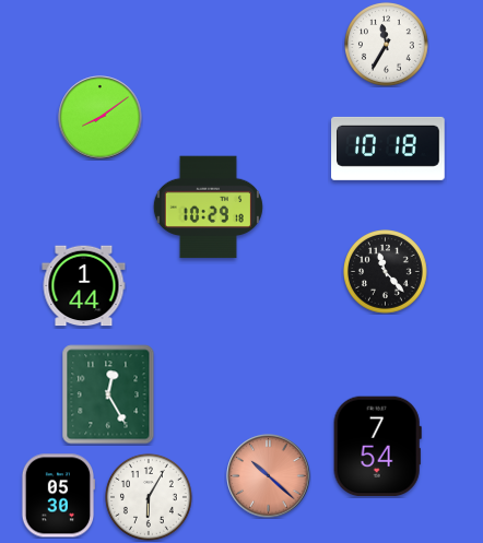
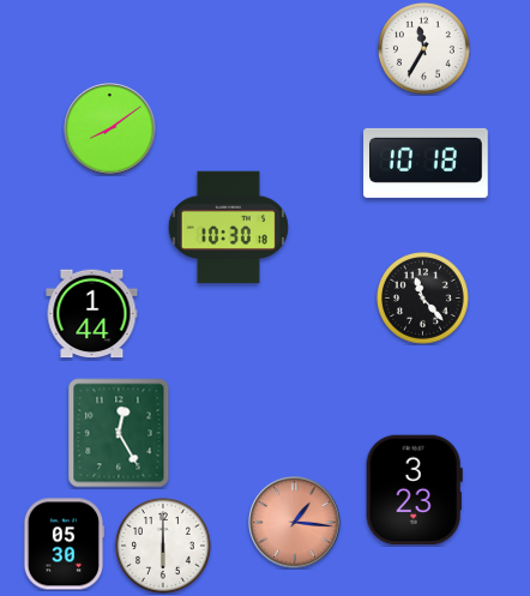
clock at (208, 208): 10:29 -> 10:30
clock at (377, 447): 7:54 -> 3:23
clock at (269, 476): 10:22 -> 1:16
clock at (149, 497): 6:05 -> 6:00
